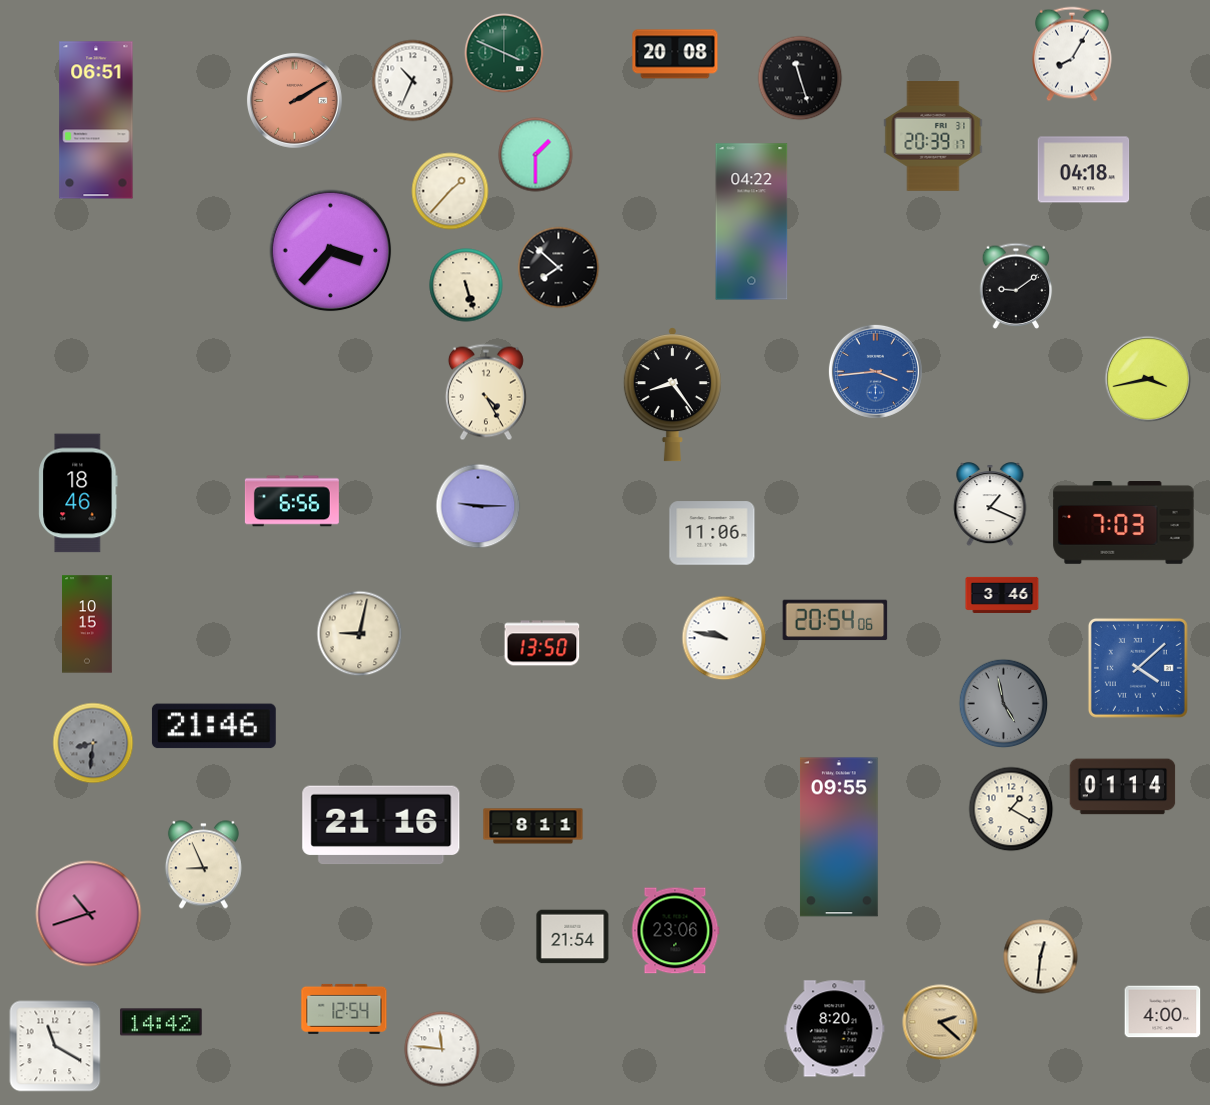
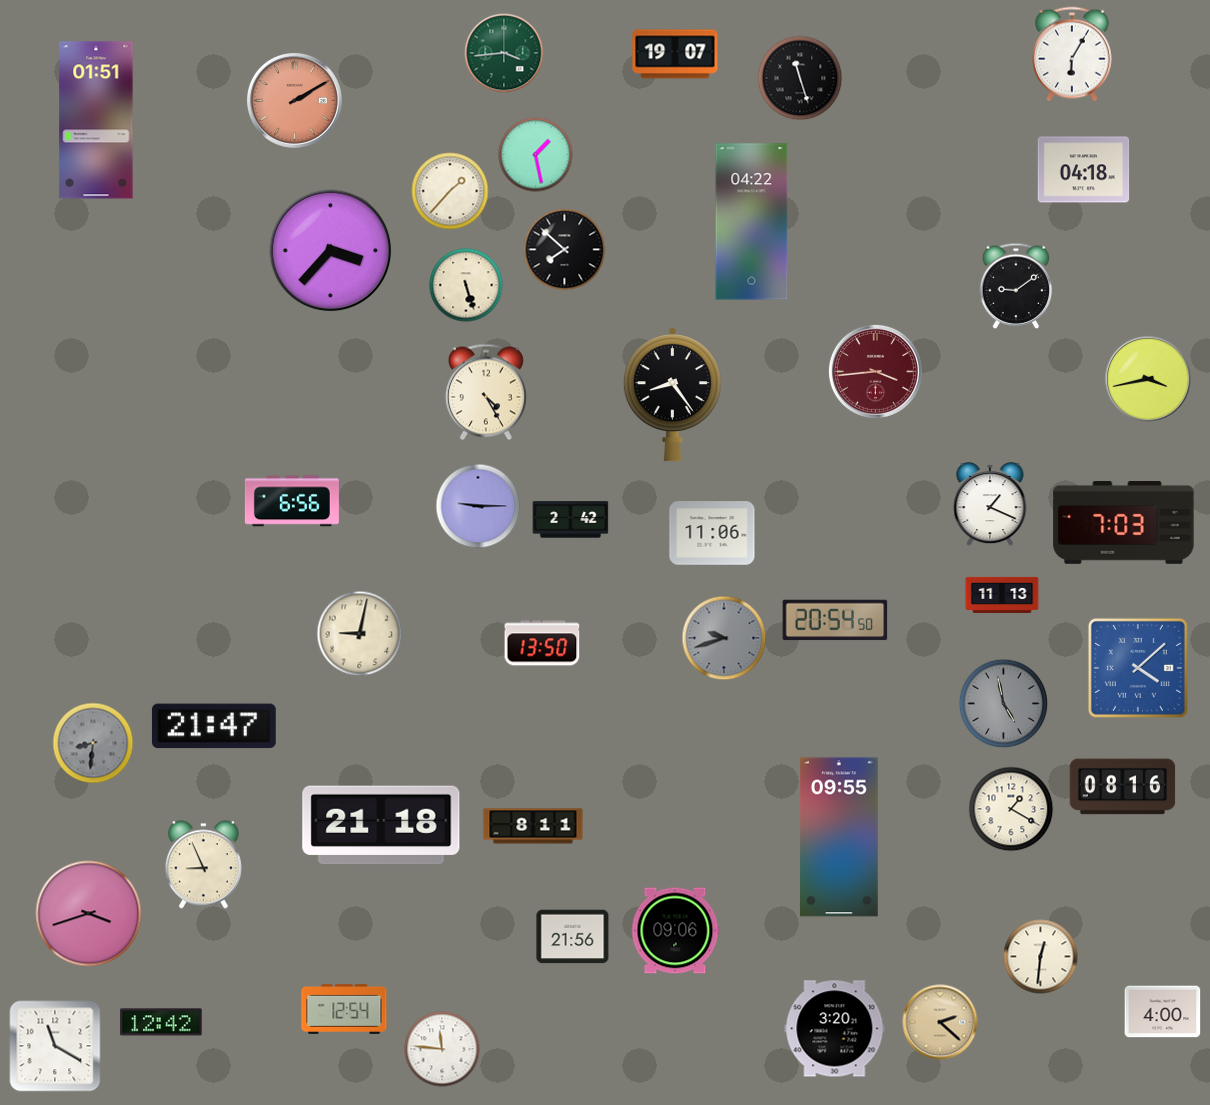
clock at (504, 53): 3:49 -> 3:44
clock at (675, 54): 20:08 -> 19:07
clock at (1073, 54): 8:05 -> 6:05
clock at (413, 81): 10:34 -> none
clock at (96, 120): 06:51 -> 01:51
clock at (933, 137): 20:39 -> none
clock at (536, 155): 1:30 -> 1:28
clock at (559, 268) position: (559, 268) -> (565, 250)
clock at (875, 371) dial: blue -> burgundy
clock at (78, 493): 18:46 -> none
clock at (571, 520): none -> 2:42
clock at (1002, 595): 3:46 -> 11:13
clock at (835, 620): 20:54:06 -> 20:54:50
clock at (88, 624): 10:15 -> none
clock at (724, 638): 9:47 -> 9:42
clock at (724, 638) dial: white -> grey
clock at (214, 726): 21:46 -> 21:47
clock at (1123, 787): 01:14 -> 08:16
clock at (381, 825): 21:16 -> 21:18
clock at (89, 914): 10:42 -> 3:42
clock at (675, 931): 23:06 -> 09:06
clock at (573, 937): 21:54 -> 21:56
clock at (161, 1022): 14:42 -> 12:42
clock at (835, 1029): 8:20 -> 3:20
